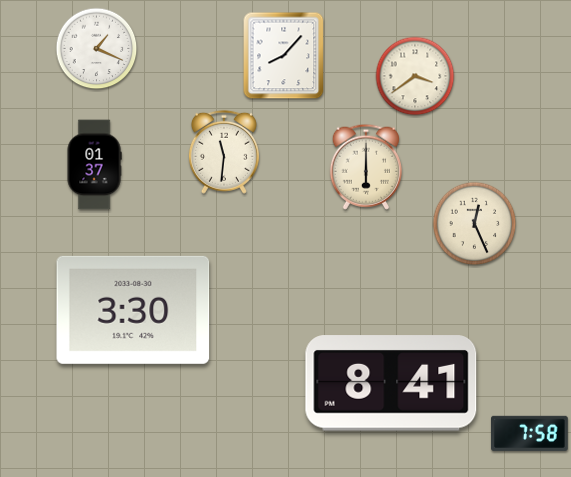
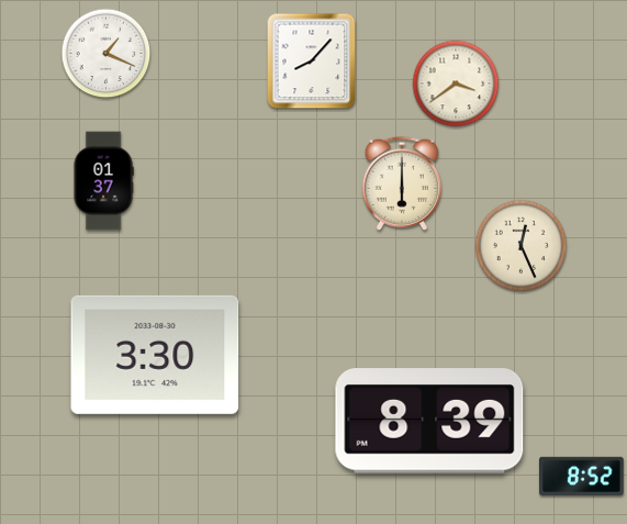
clock at (224, 152): 11:31 -> none
clock at (133, 310) position: (133, 310) -> (155, 355)
clock at (391, 383): 8:41 -> 8:39
clock at (530, 433): 7:58 -> 8:52
